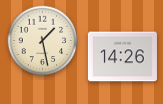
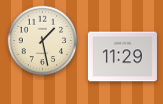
clock at (122, 57): 14:26 -> 11:29
